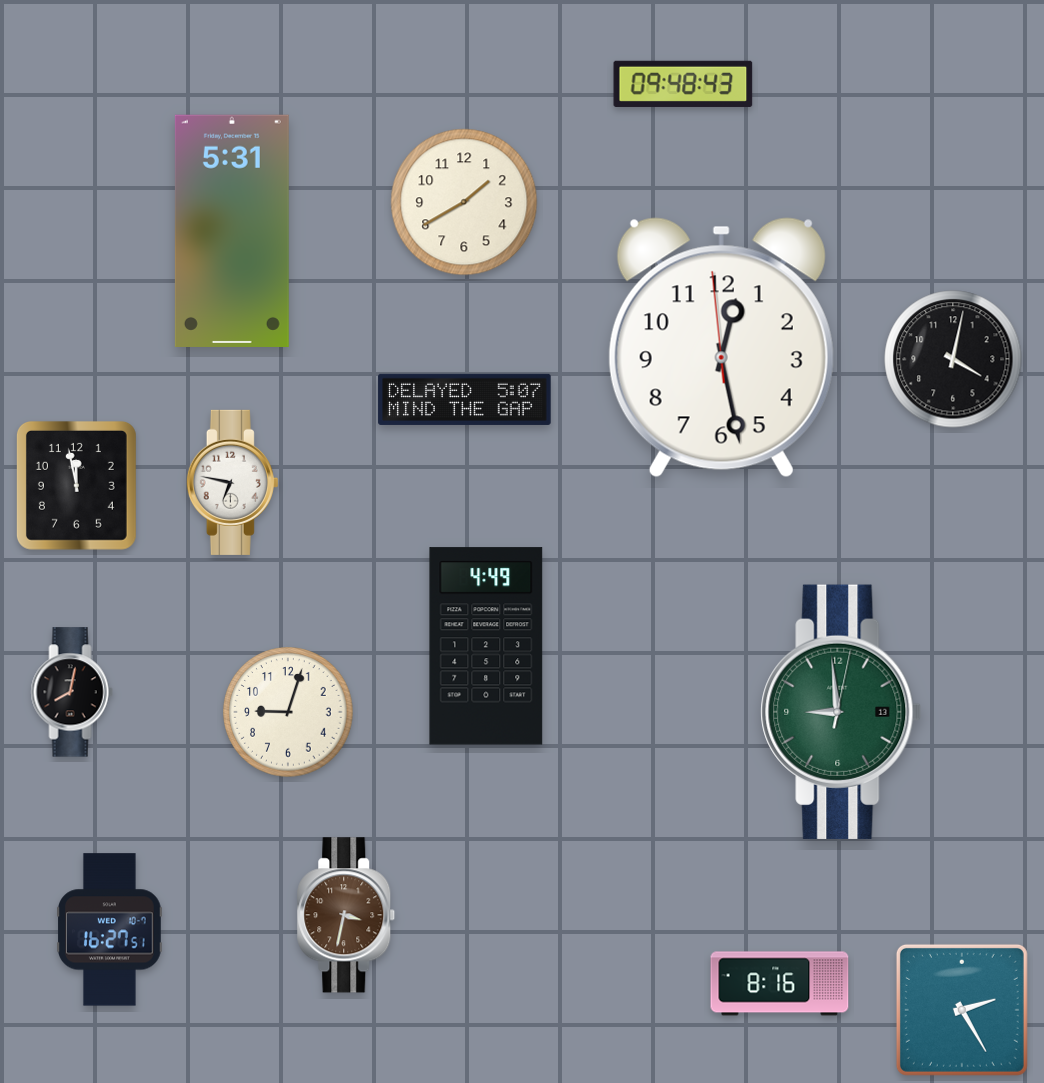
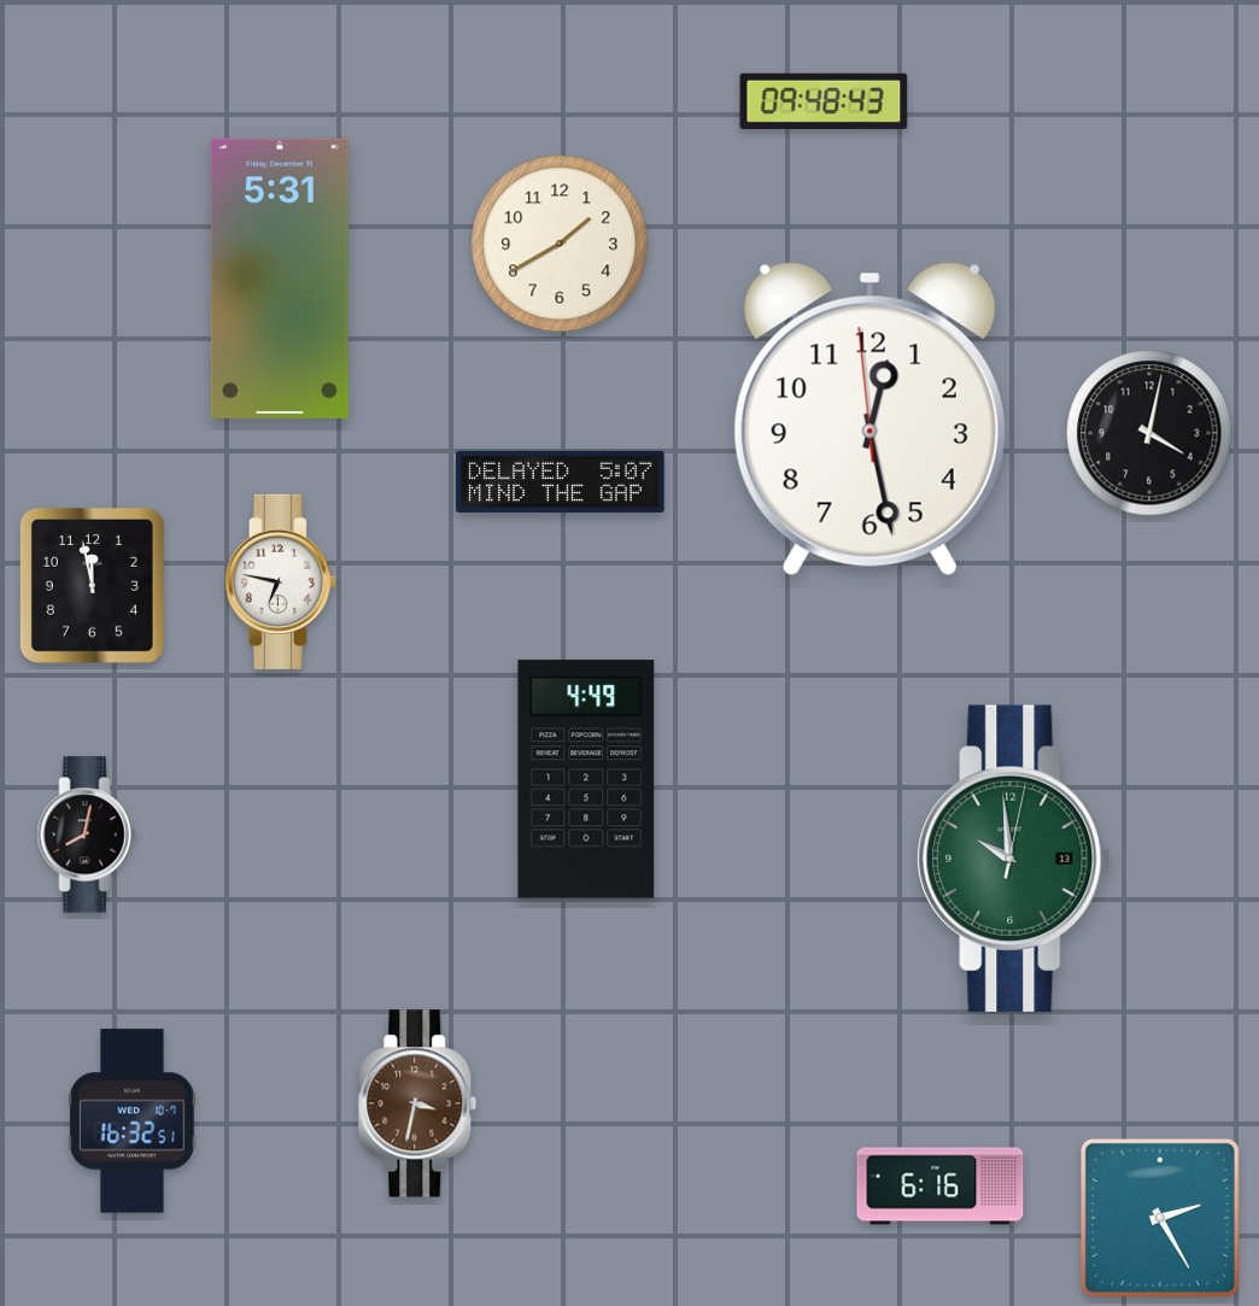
clock at (288, 712): 9:03 -> none
clock at (841, 712): 8:59 -> 9:59
clock at (110, 930): 16:27 -> 16:32
clock at (780, 984): 8:16 -> 6:16
